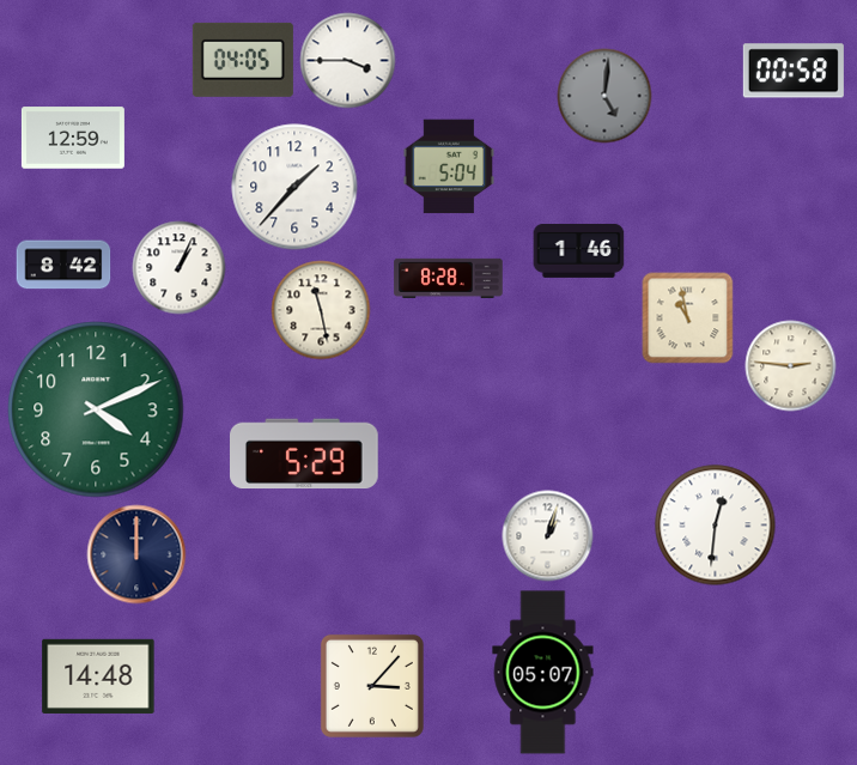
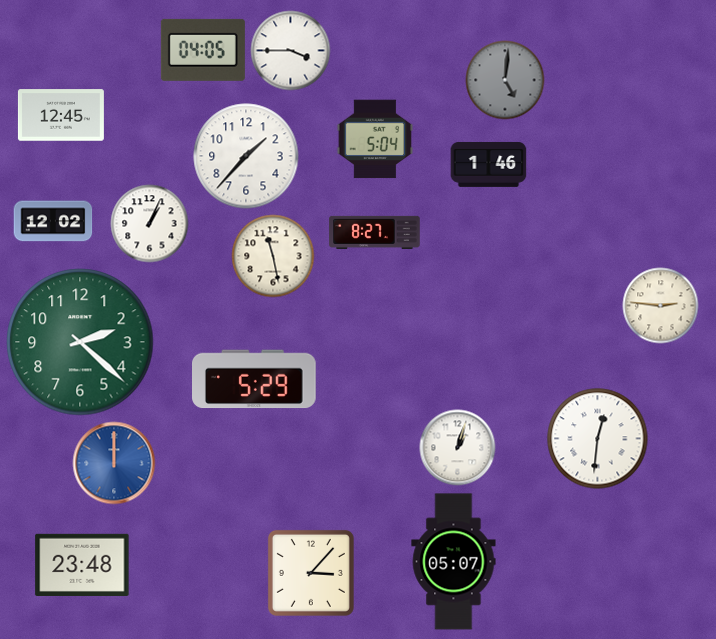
clock at (794, 71): 00:58 -> none
clock at (73, 138): 12:59 -> 12:45
clock at (579, 250) position: (579, 250) -> (489, 164)
clock at (63, 265): 8:42 -> 12:02
clock at (449, 278): 8:28 -> 8:27
clock at (321, 310) position: (321, 310) -> (273, 256)
clock at (688, 318): 10:58 -> none
clock at (96, 409): 4:11 -> 2:22
clock at (136, 554) dial: navy -> blue
clock at (98, 676): 14:48 -> 23:48
